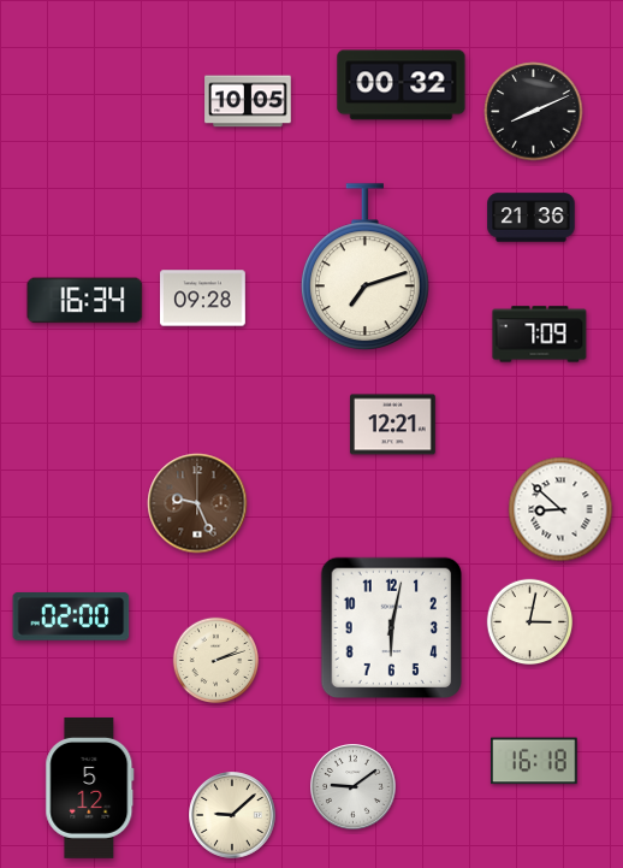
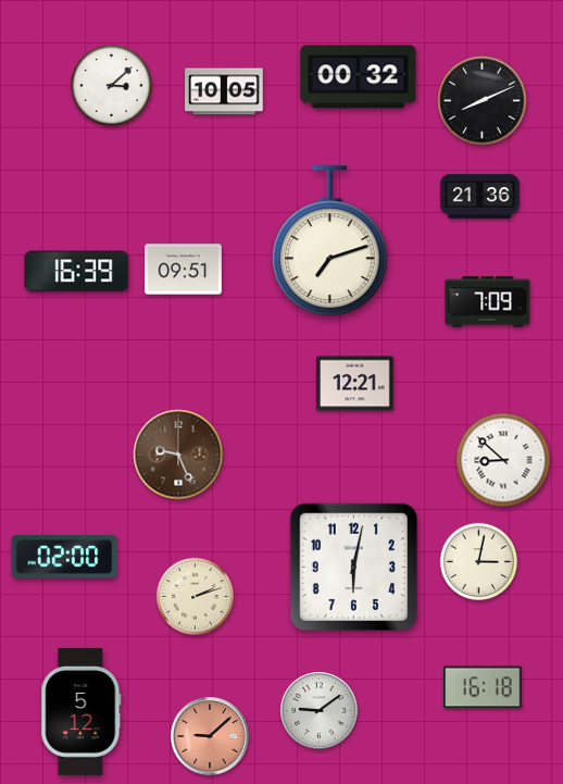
clock at (402, 85) position: (402, 85) -> (359, 77)
clock at (111, 85): none -> 3:08
clock at (203, 299): 09:28 -> 09:51
clock at (85, 301): 16:34 -> 16:39
clock at (560, 509) position: (560, 509) -> (503, 460)
clock at (232, 815) dial: cream -> salmon
